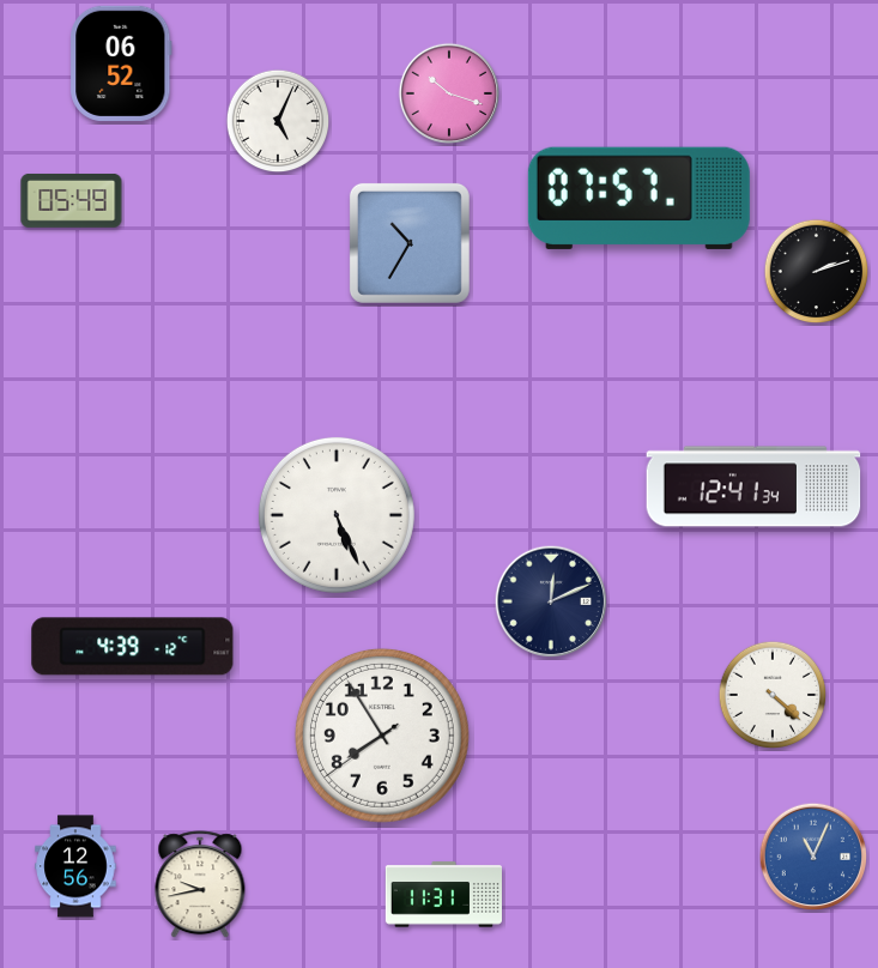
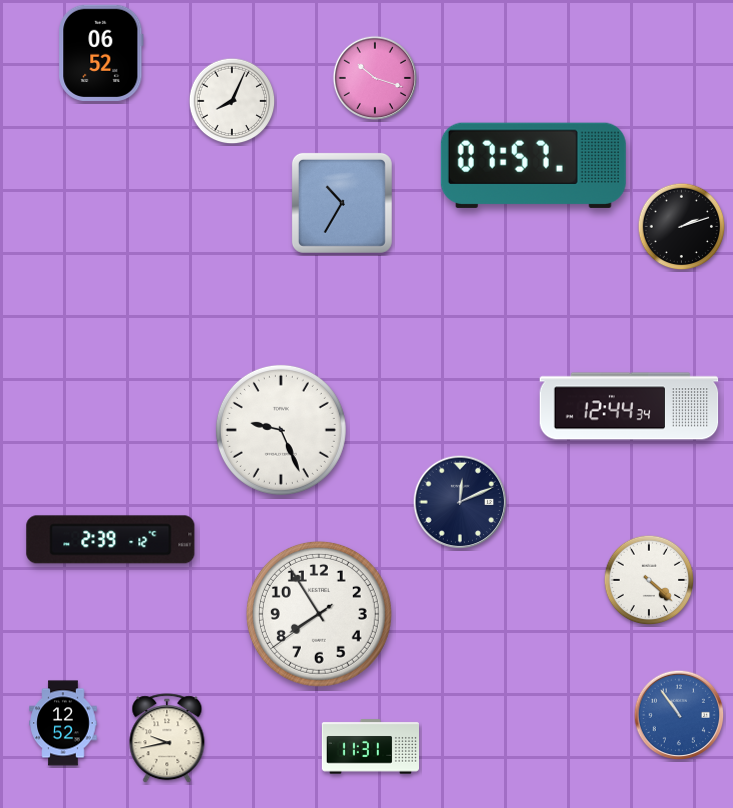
clock at (278, 121): 5:04 -> 8:04
clock at (72, 200): 05:49 -> none
clock at (753, 486): 12:41 -> 12:44
clock at (337, 515): 5:26 -> 9:26
clock at (133, 647): 4:39 -> 2:39
clock at (773, 695) position: (773, 695) -> (649, 580)
clock at (813, 857): 11:04 -> 10:54
clock at (75, 866): 12:56 -> 12:52
